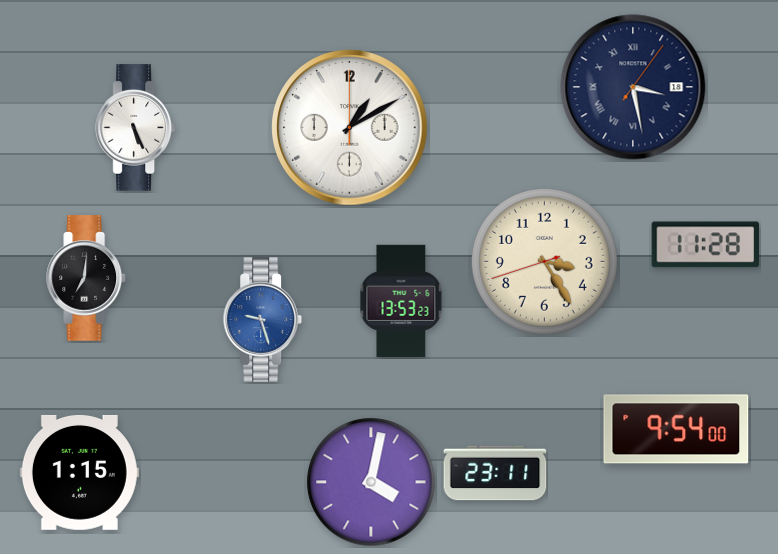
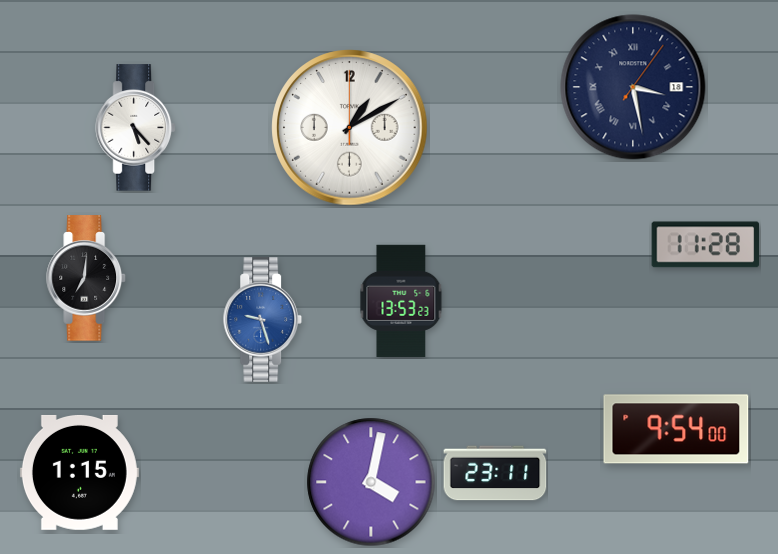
clock at (135, 128): 5:26 -> 5:23
clock at (544, 261): 3:24 -> none
